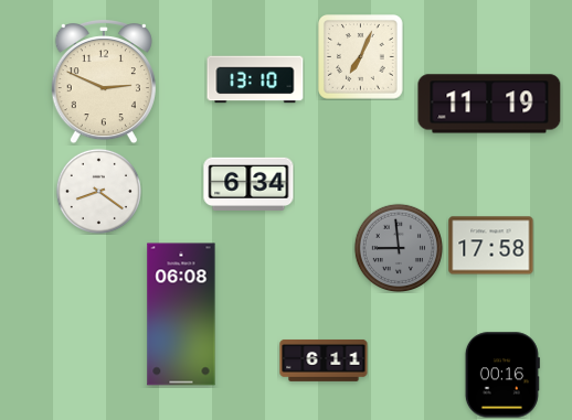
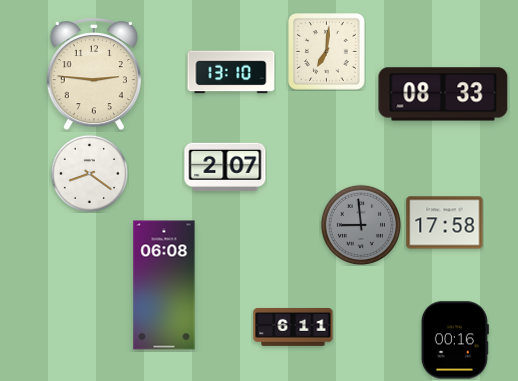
clock at (361, 57): 7:04 -> 7:01
clock at (104, 83): 2:49 -> 2:46
clock at (489, 104): 11:19 -> 08:33
clock at (248, 184): 6:34 -> 2:07
